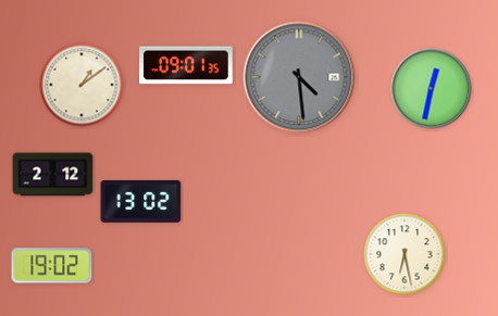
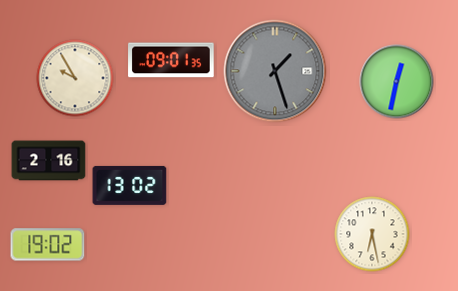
clock at (299, 77): 4:29 -> 1:27
clock at (82, 85): 1:09 -> 9:55
clock at (53, 175): 2:12 -> 2:16
